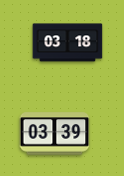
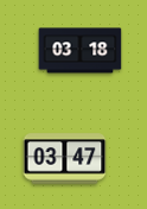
clock at (55, 134): 03:39 -> 03:47
